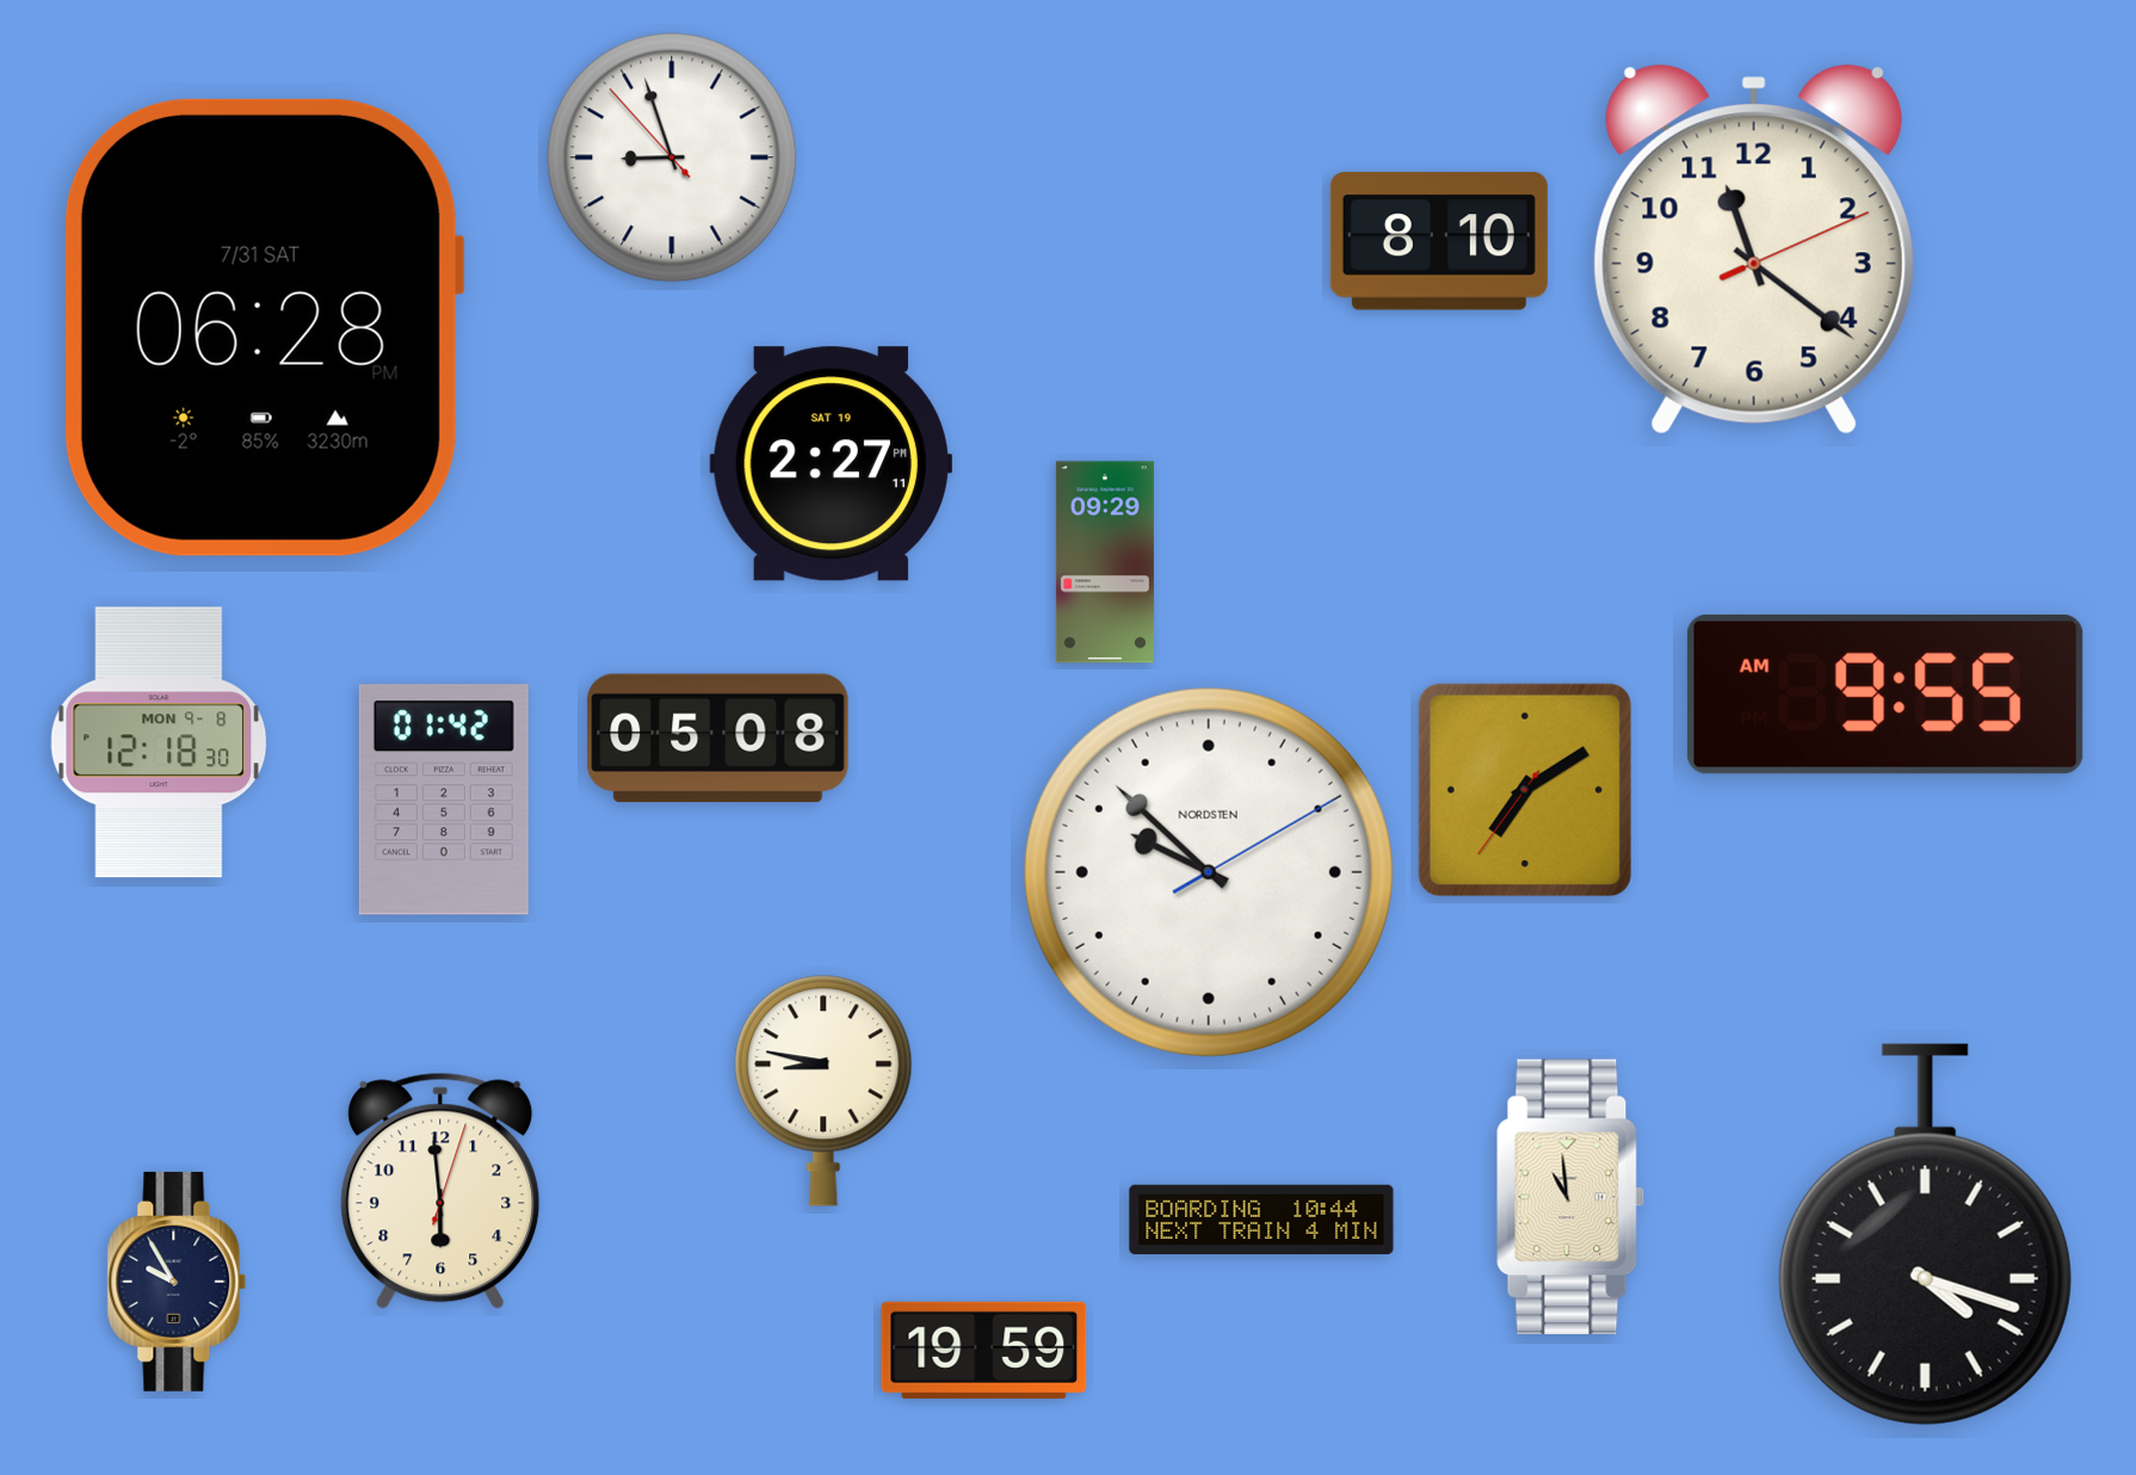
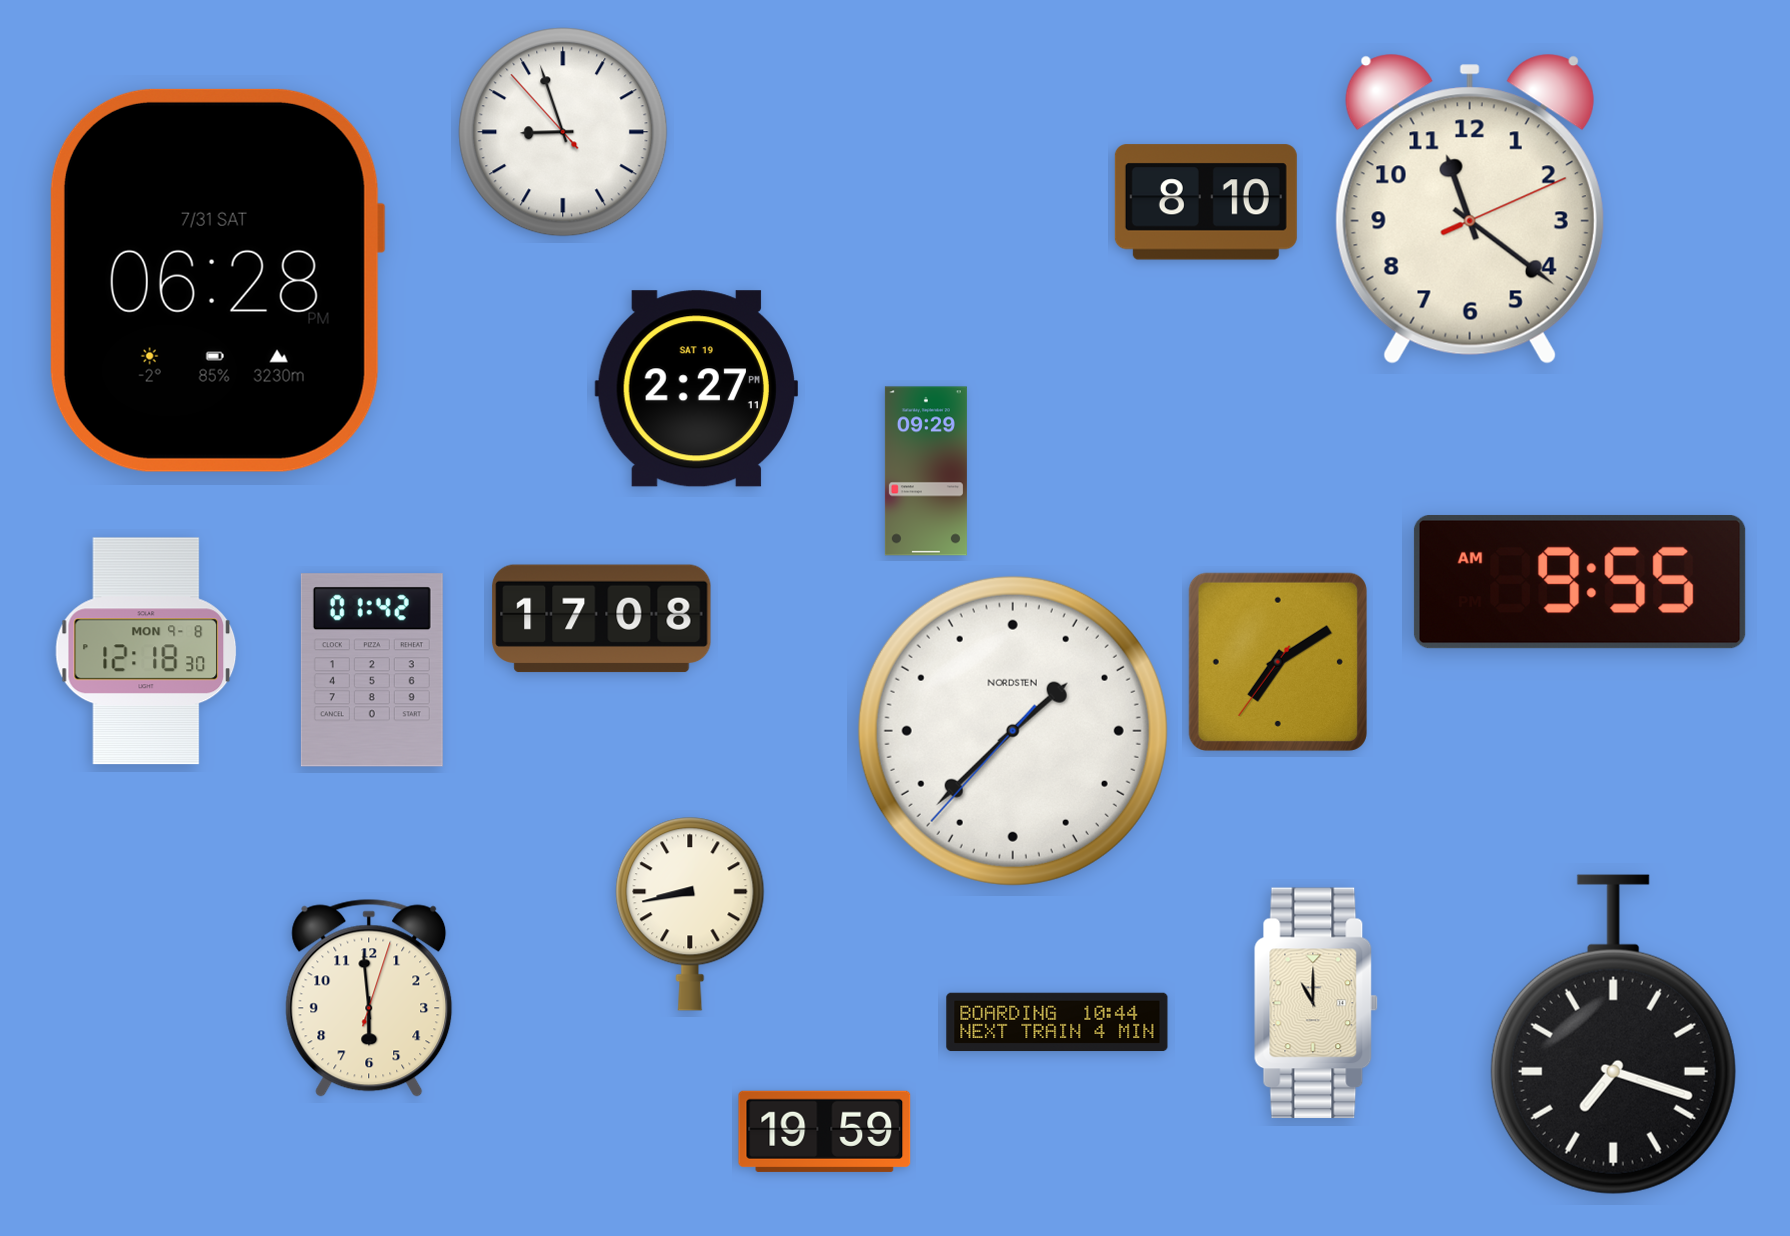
clock at (264, 327) position: (264, 327) -> (217, 280)
clock at (718, 739): 05:08 -> 17:08
clock at (159, 742) position: (159, 742) -> (146, 651)
clock at (1209, 872): 9:52 -> 1:37
clock at (823, 1091): 8:47 -> 8:43
clock at (1570, 1197): 10:59 -> 11:00
clock at (1925, 1235): 4:18 -> 7:18
clock at (177, 1282): 9:55 -> none
